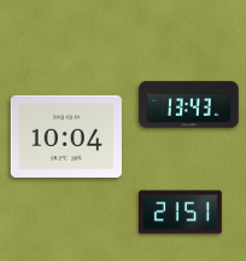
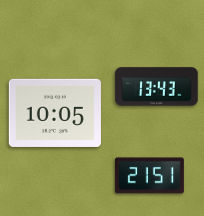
clock at (66, 137): 10:04 -> 10:05
